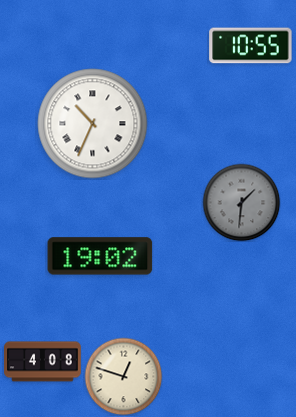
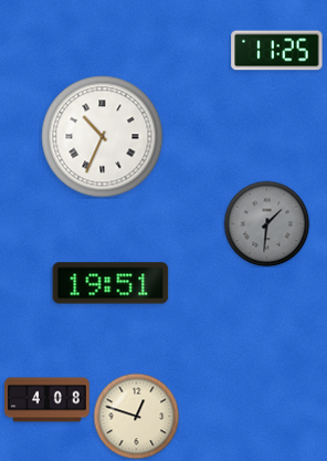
clock at (251, 46): 10:55 -> 11:25
clock at (100, 256): 19:02 -> 19:51
